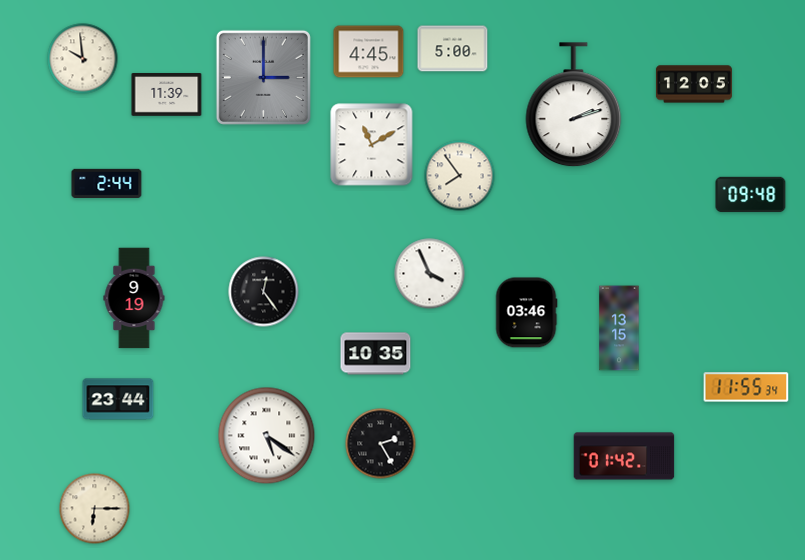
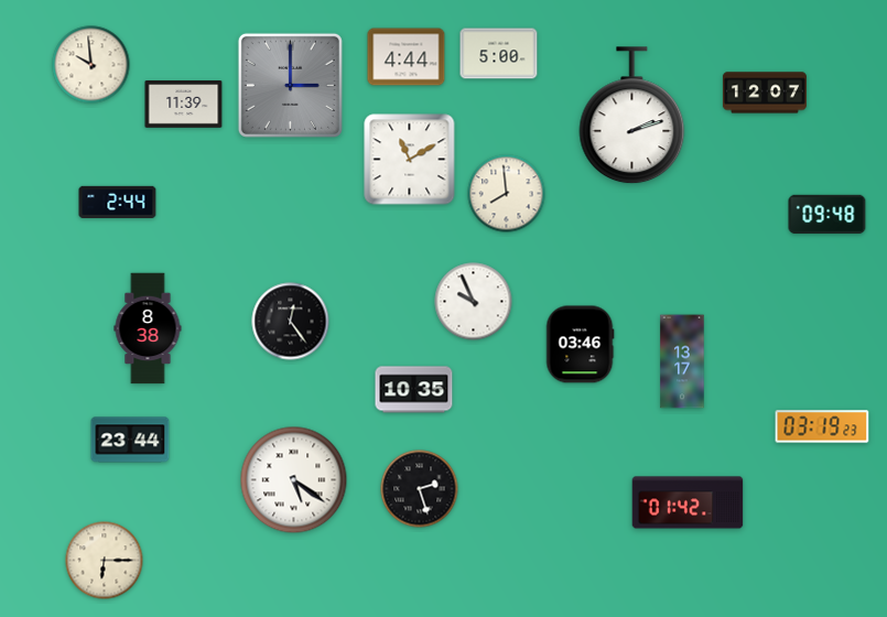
clock at (369, 52): 4:45 -> 4:44
clock at (694, 84): 12:05 -> 12:07
clock at (460, 176): 7:54 -> 7:59
clock at (430, 274): 3:56 -> 9:56
clock at (134, 298): 9:19 -> 8:38
clock at (619, 328): 13:15 -> 13:17
clock at (746, 387): 11:55 -> 03:19
clock at (381, 444): 2:25 -> 2:27
